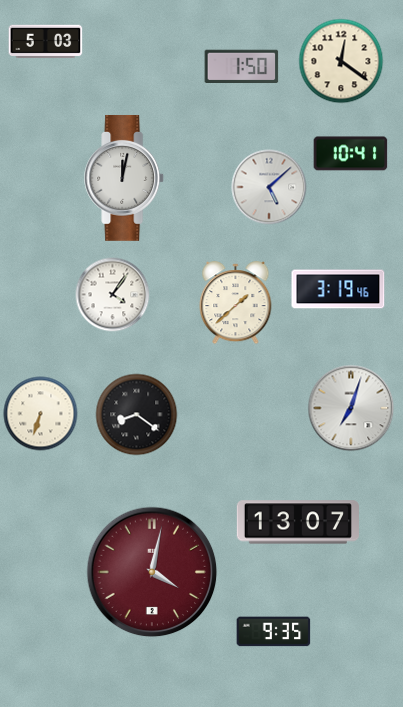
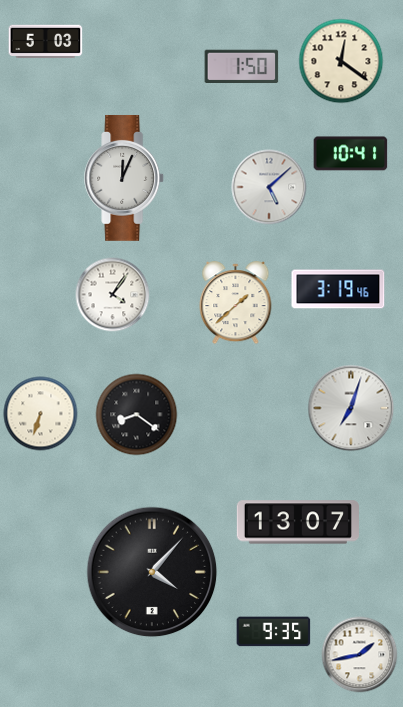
clock at (125, 178): 12:02 -> 12:04
clock at (152, 572): 4:02 -> 4:07
clock at (152, 572) dial: burgundy -> black
clock at (360, 655): none -> 1:43
